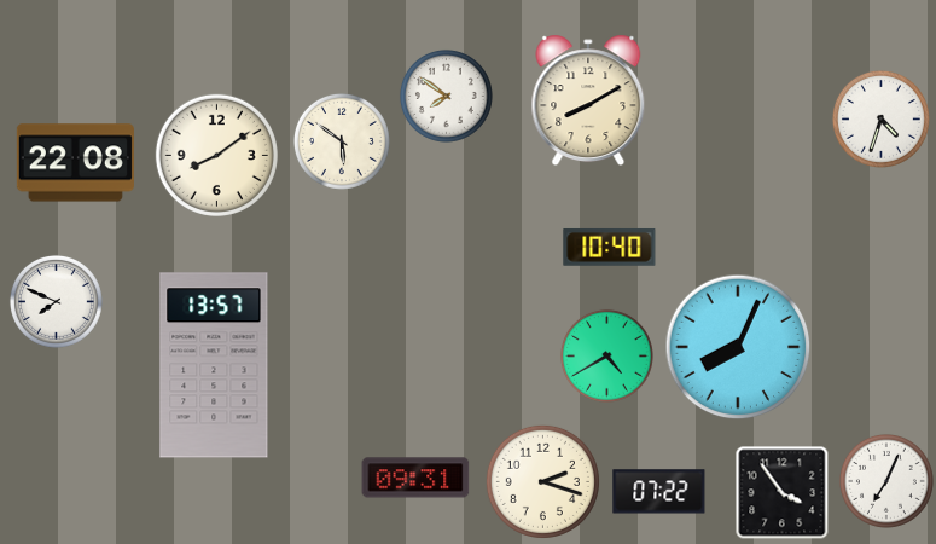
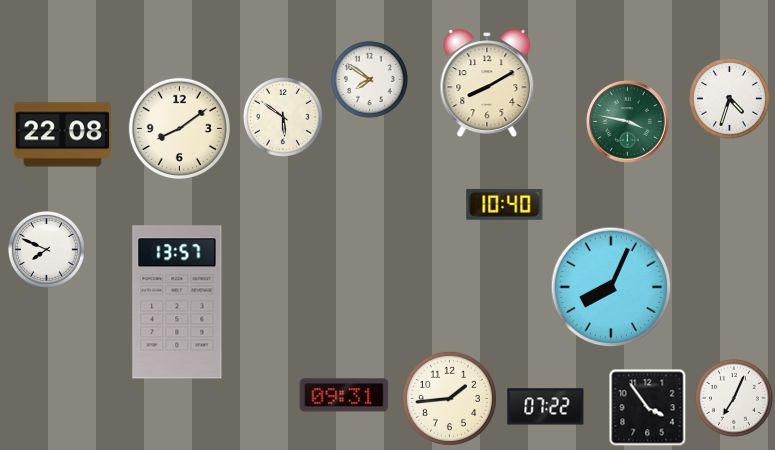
clock at (628, 122): none -> 3:47
clock at (606, 355): 4:40 -> none
clock at (542, 481): 2:18 -> 1:44
